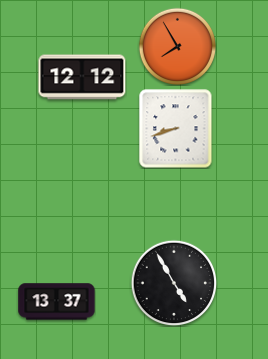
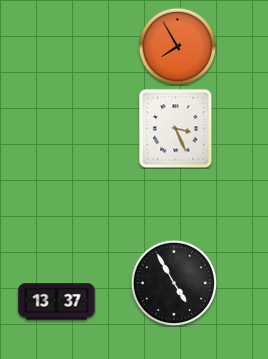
clock at (82, 77): 12:12 -> none
clock at (176, 129): 8:42 -> 3:26
